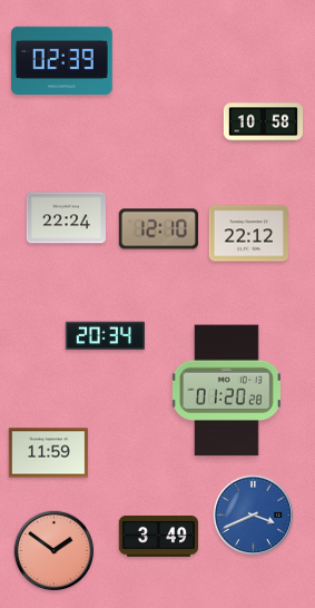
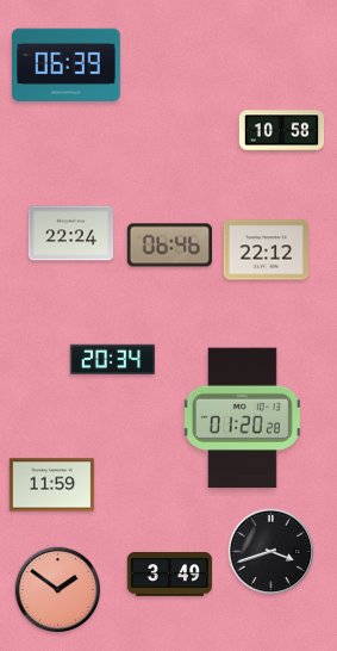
clock at (62, 61): 02:39 -> 06:39
clock at (158, 229): 12:10 -> 06:46
clock at (254, 516): 3:41 -> 3:42
clock at (254, 516) dial: blue -> black
